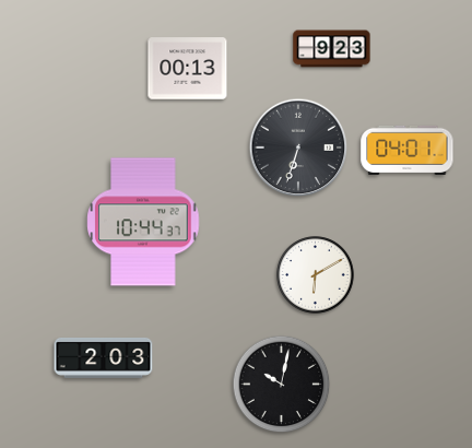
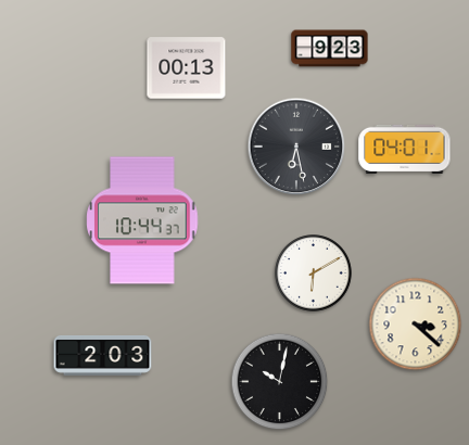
clock at (298, 148): 6:33 -> 6:28
clock at (416, 325): none -> 3:22
